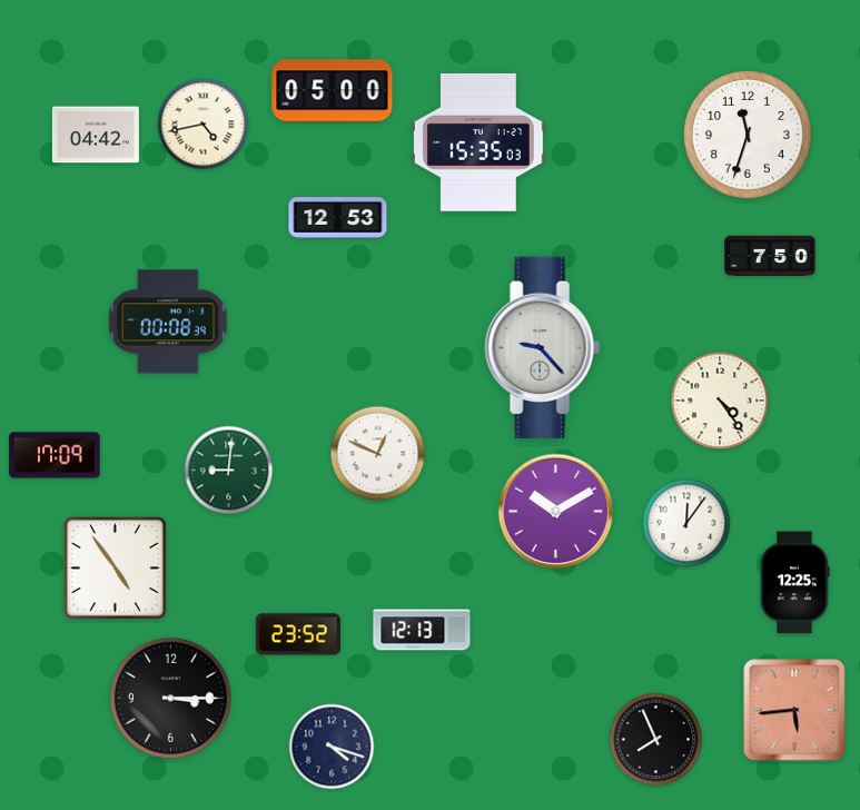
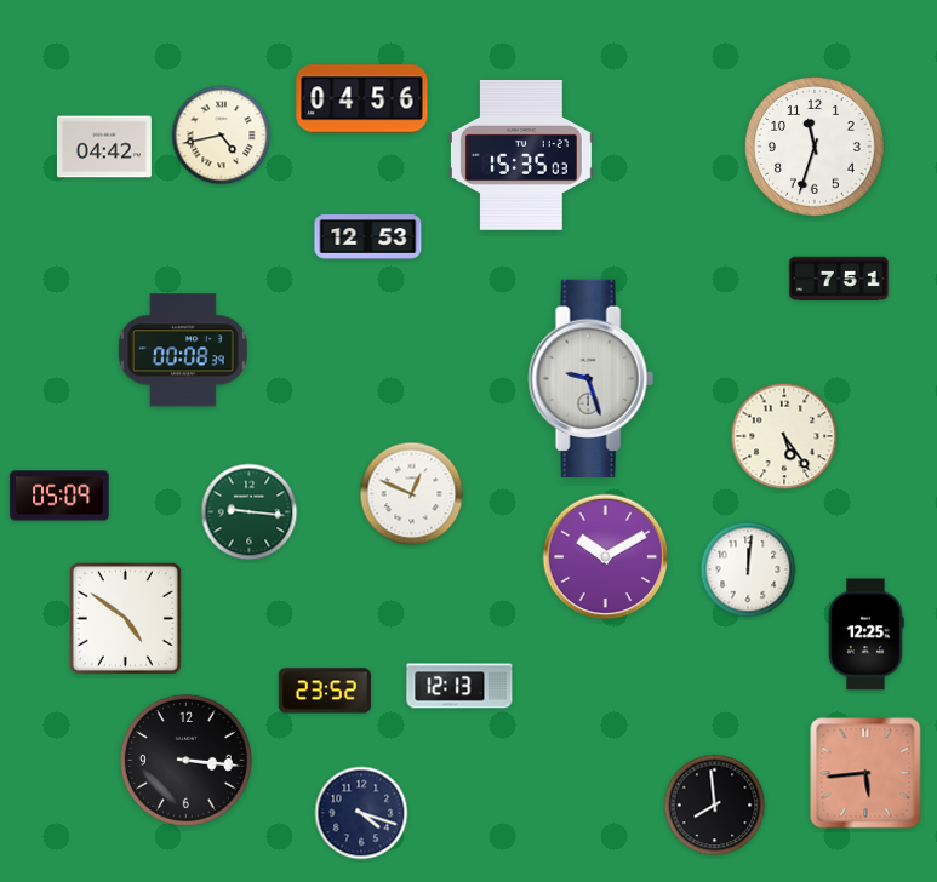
clock at (333, 91): 05:00 -> 04:56
clock at (770, 255): 7:50 -> 7:51
clock at (542, 347): 9:23 -> 9:27
clock at (720, 401): 4:24 -> 5:24
clock at (55, 455): 17:09 -> 05:09
clock at (229, 471): 9:01 -> 9:16
clock at (686, 523): 12:06 -> 12:01
clock at (115, 567): 4:54 -> 4:51
clock at (170, 698): 3:15 -> 3:16
clock at (656, 740): 7:56 -> 7:59
